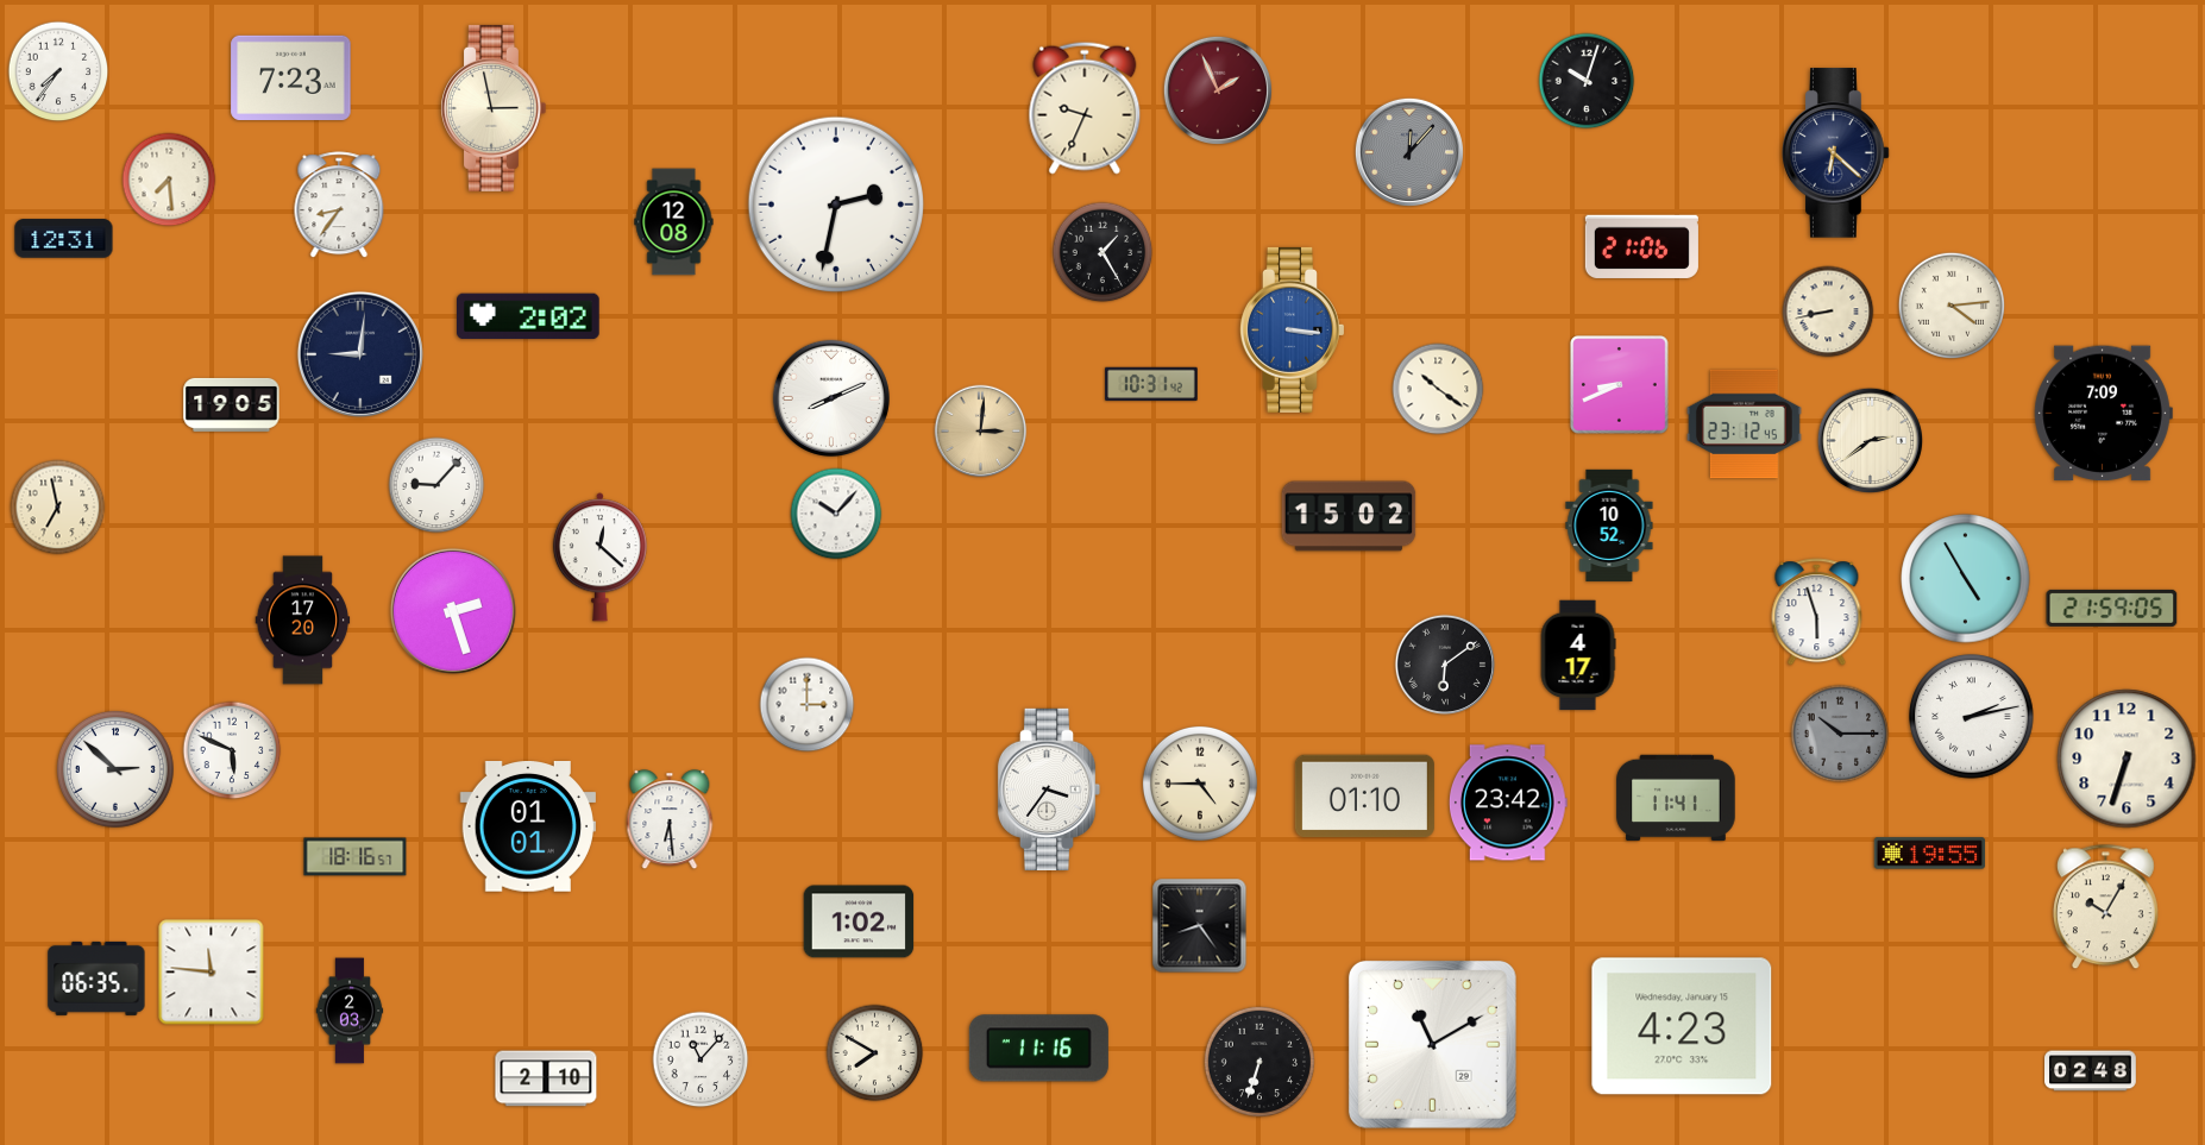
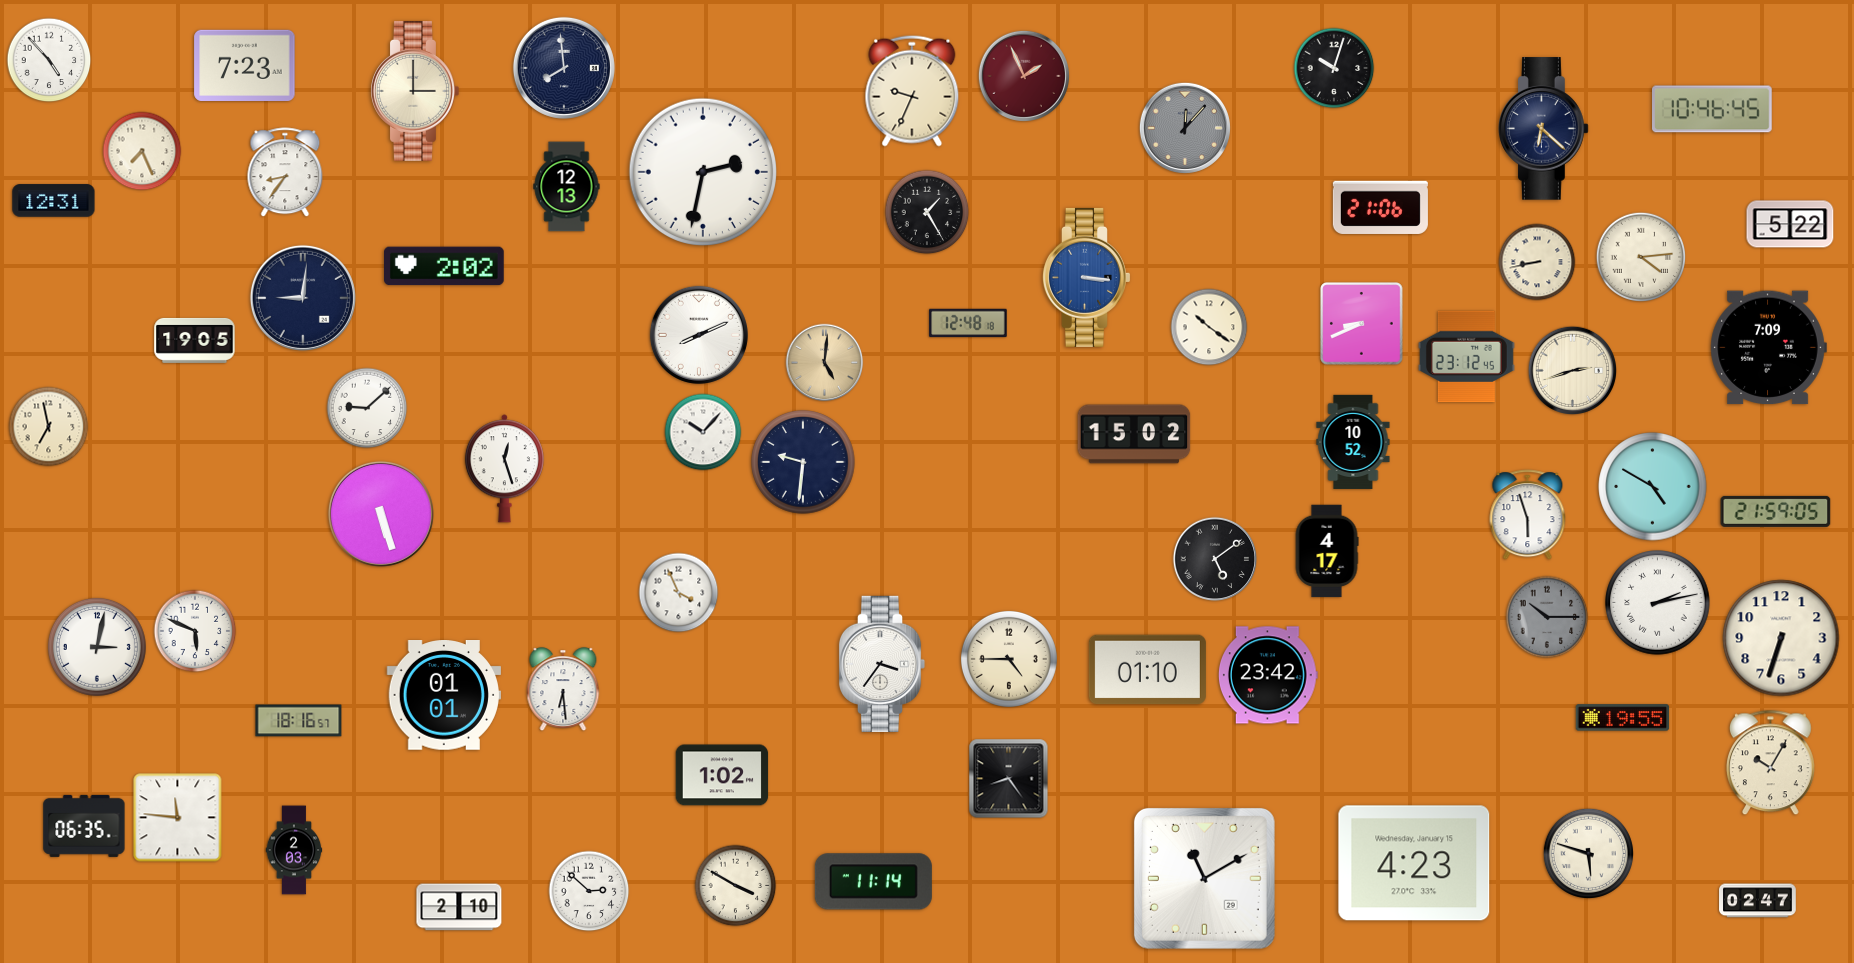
clock at (58, 71): 7:36 -> 4:53
clock at (564, 68): none -> 7:59
clock at (494, 108): 2:58 -> 3:00
clock at (1713, 109): none -> 10:46
clock at (169, 180): 7:29 -> 7:26
clock at (674, 222): 12:08 -> 12:13
clock at (1790, 224): none -> 5:22
clock at (1151, 384): 10:31 -> 12:48
clock at (981, 432): 3:01 -> 5:01
clock at (1870, 440): 2:39 -> 2:42
clock at (436, 485): 9:07 -> 9:08
clock at (803, 462): none -> 9:31
clock at (599, 558): 12:22 -> 12:27
clock at (1966, 579): 4:55 -> 4:50
clock at (453, 611): 2:27 -> 5:27
clock at (303, 621): 17:20 -> none
clock at (1445, 665): 6:09 -> 5:09
clock at (808, 705): 3:00 -> 3:56
clock at (2127, 759) position: (2127, 759) -> (1781, 638)
clock at (115, 769): 2:52 -> 3:02
clock at (1676, 798): 11:41 -> none
clock at (96, 979) position: (96, 979) -> (84, 826)
clock at (1588, 853): none -> 5:48
clock at (1038, 1049): 11:16 -> 11:14
clock at (875, 1053): 7:50 -> 3:50
clock at (701, 1059): 11:07 -> 2:52
clock at (1259, 1062): 6:33 -> none
clock at (2091, 1071): 02:48 -> 02:47
